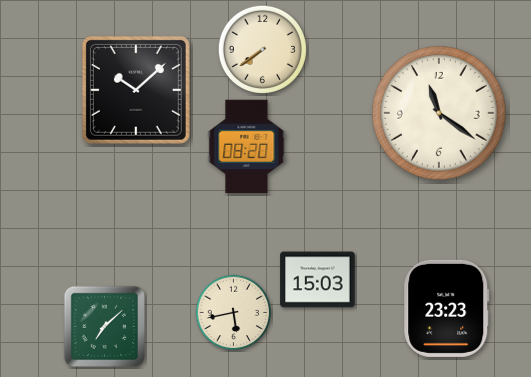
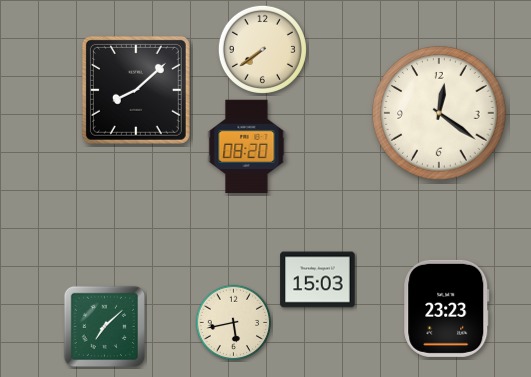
clock at (136, 90): 10:08 -> 8:08
clock at (440, 114): 11:21 -> 12:21
clock at (234, 313) position: (234, 313) -> (234, 323)
